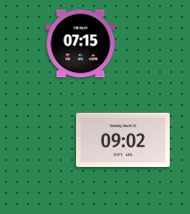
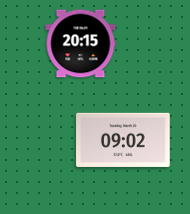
clock at (81, 44): 07:15 -> 20:15
